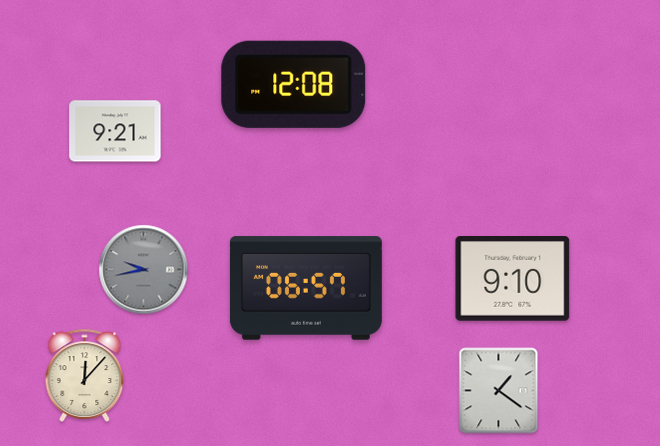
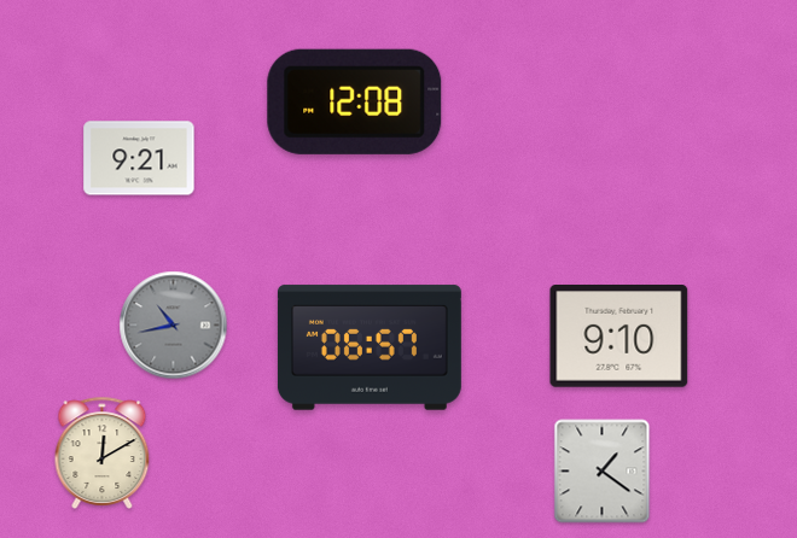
clock at (144, 270): 9:43 -> 10:43
clock at (85, 375): 12:07 -> 12:10
